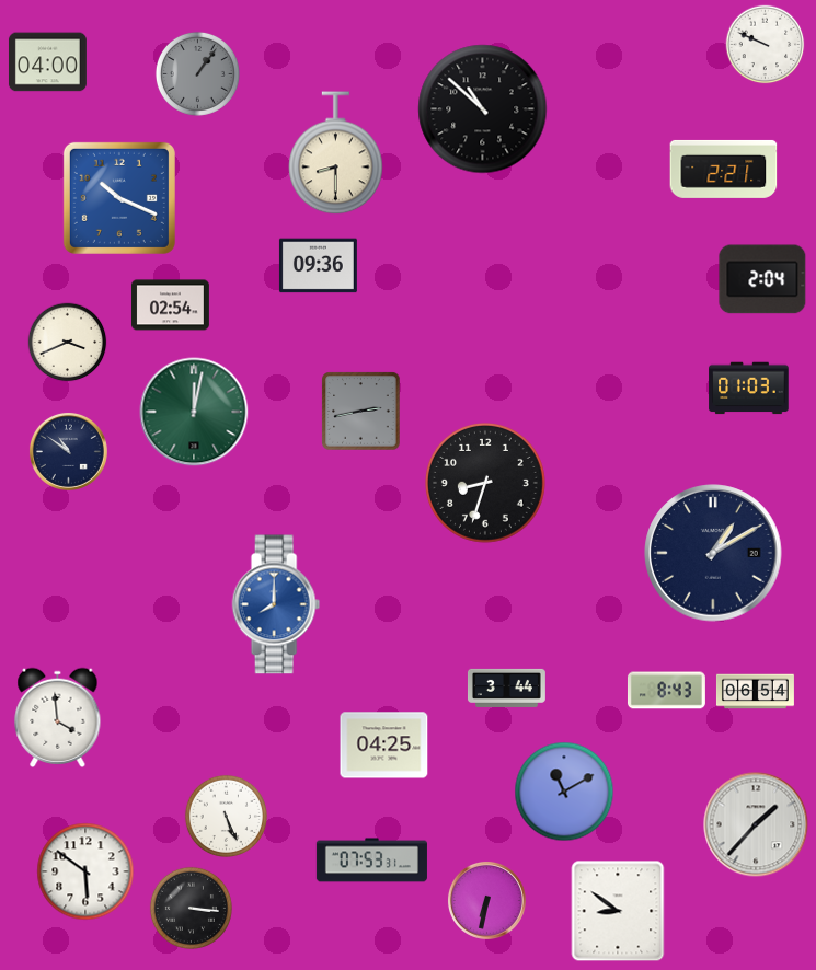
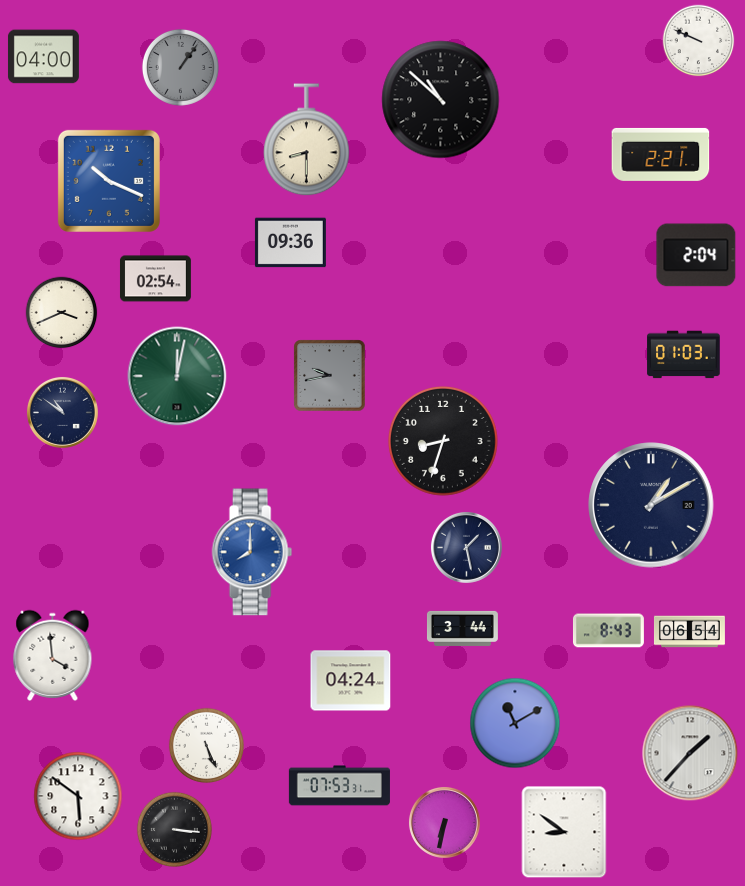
clock at (361, 412): 2:43 -> 9:43
clock at (466, 547): none -> 1:28
clock at (384, 746): 04:25 -> 04:24
